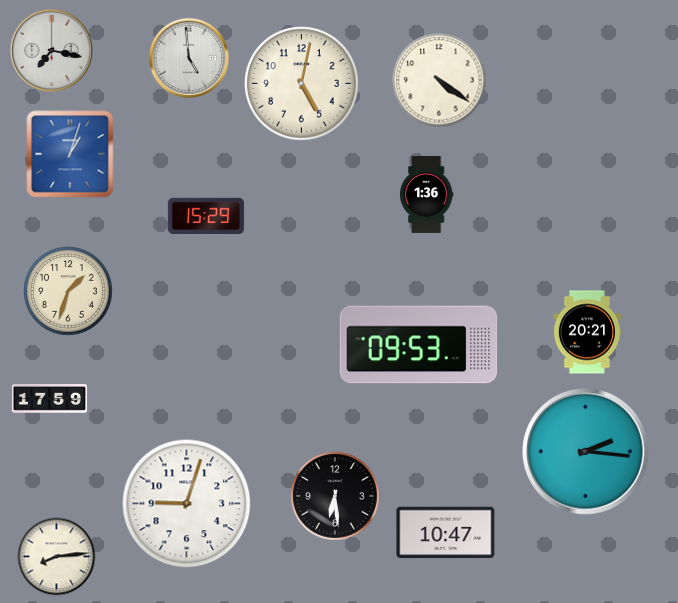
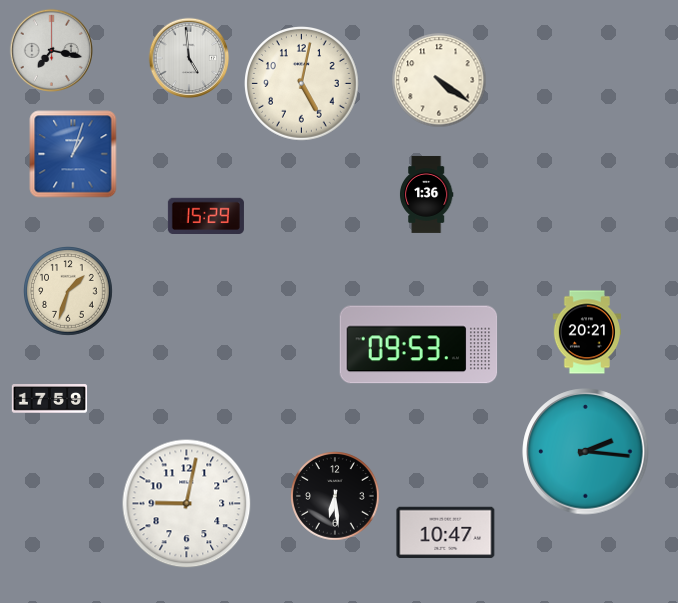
clock at (70, 154) position: (70, 154) -> (73, 154)
clock at (187, 504): 9:03 -> 9:02
clock at (57, 557): 8:14 -> none
